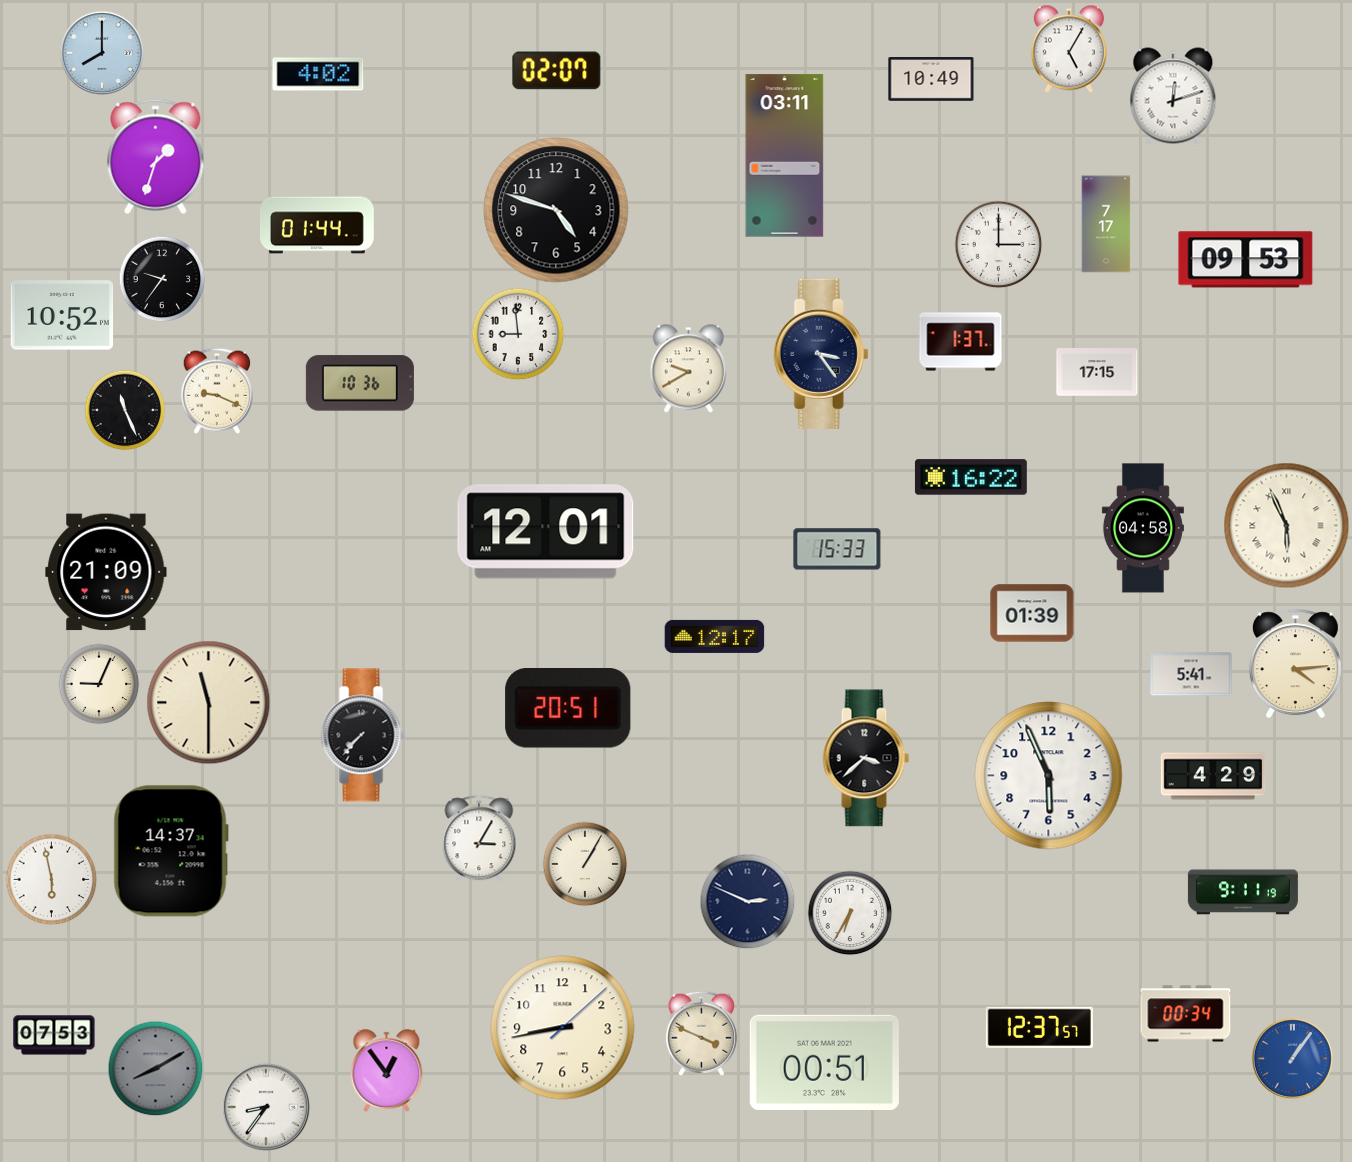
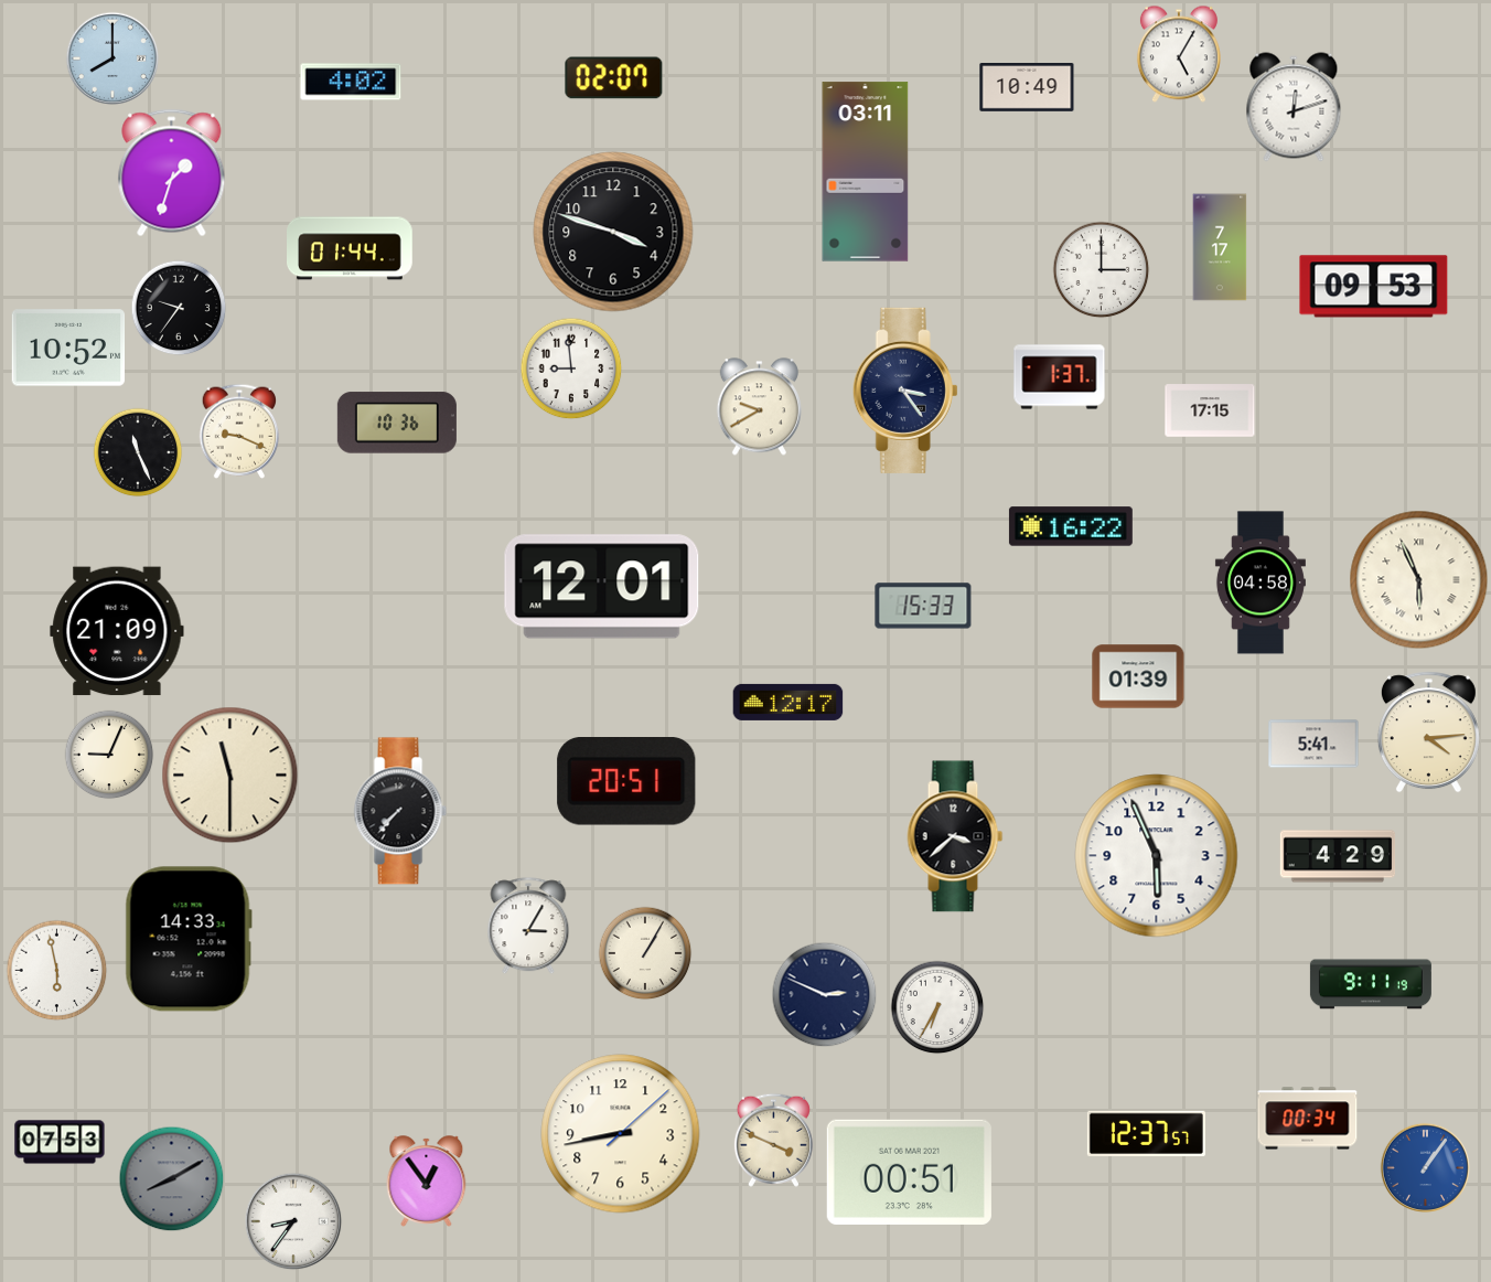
clock at (556, 210): 4:48 -> 3:48
clock at (171, 851): 14:37 -> 14:33
